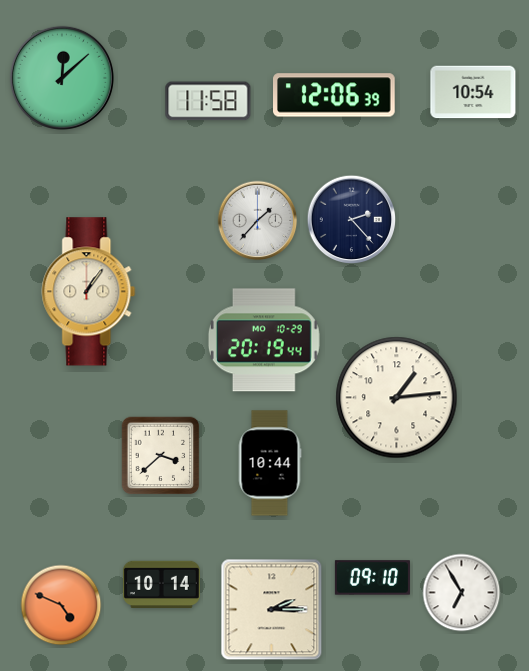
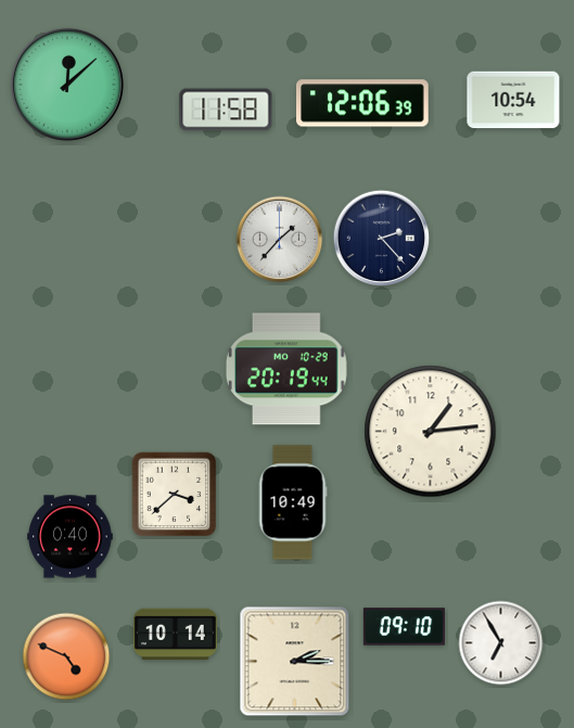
clock at (89, 292): 1:06 -> none
clock at (270, 463): 10:44 -> 10:49
clock at (71, 537): none -> 0:40
